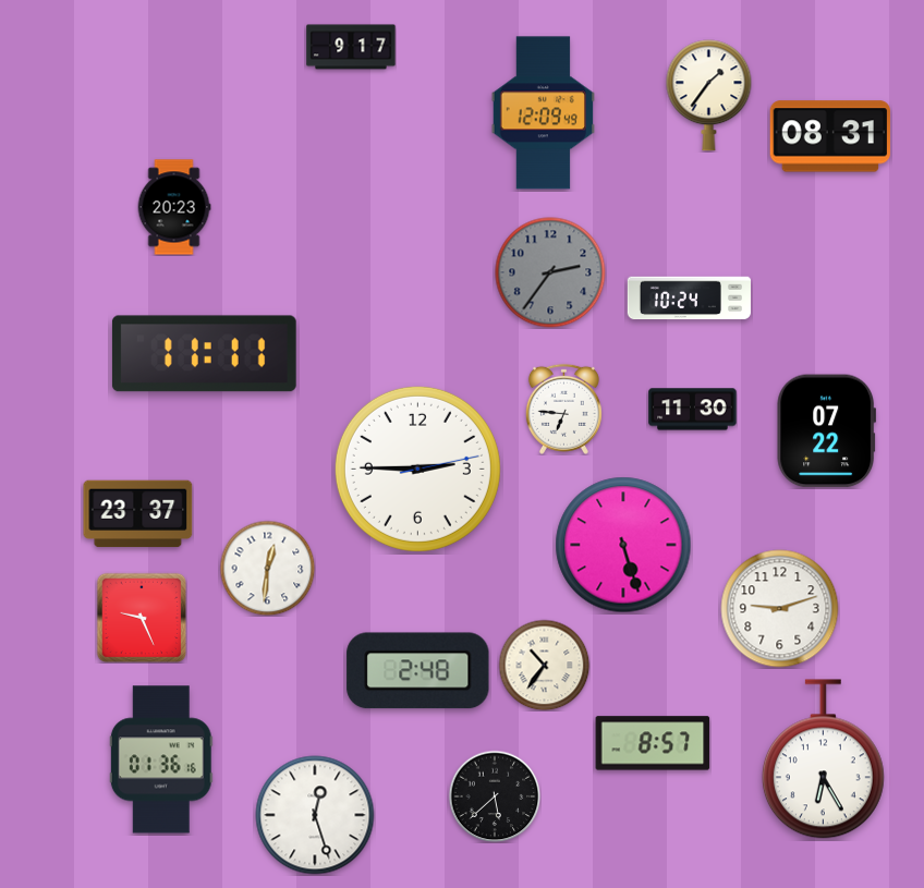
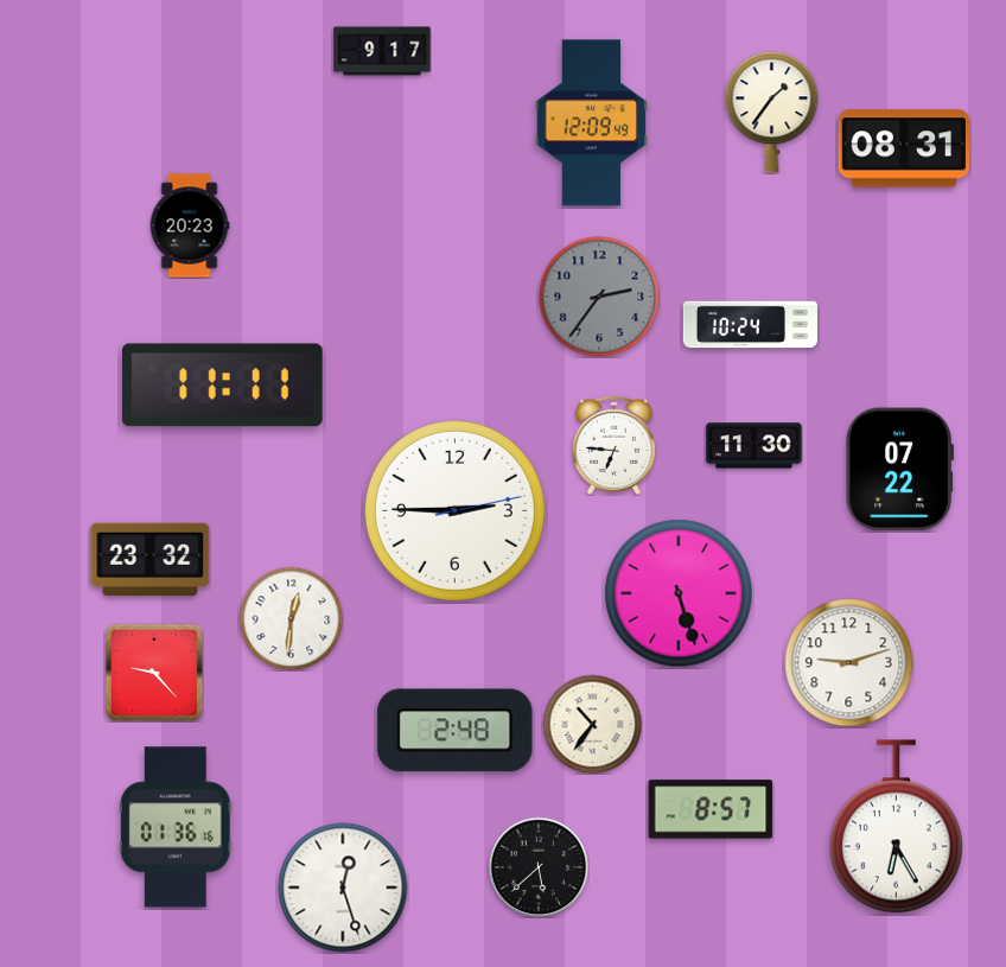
clock at (709, 96) position: (709, 96) -> (772, 113)
clock at (138, 514): 23:37 -> 23:32
clock at (142, 618): 9:26 -> 9:23
